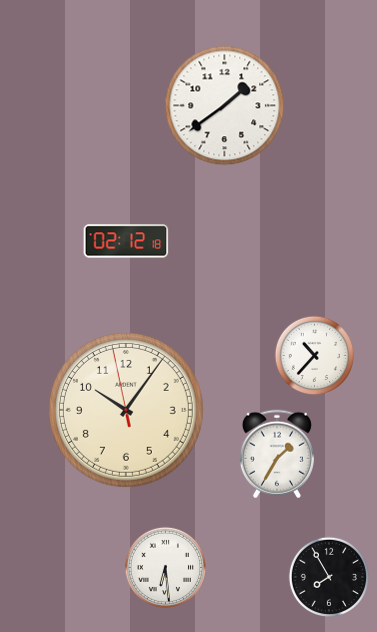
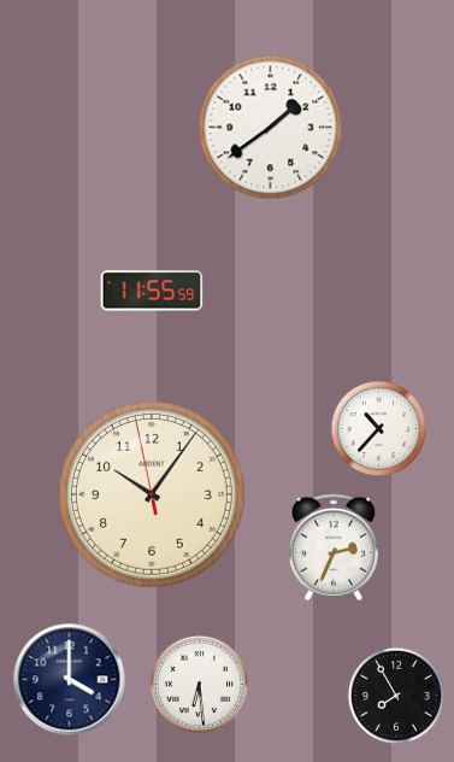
clock at (126, 241): 02:12 -> 11:55
clock at (277, 454): 1:35 -> 2:34
clock at (70, 680): none -> 4:00
